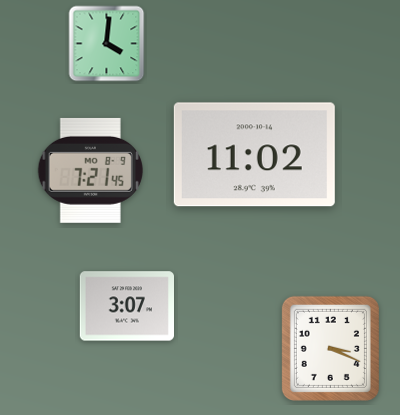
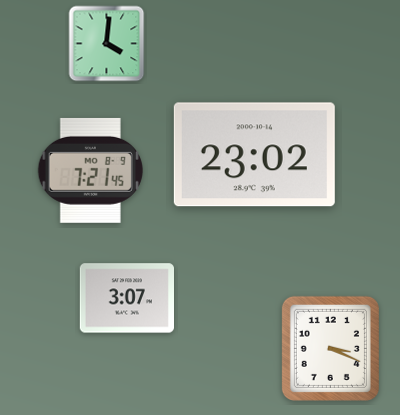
clock at (254, 155): 11:02 -> 23:02
clock at (126, 306) position: (126, 306) -> (126, 298)
